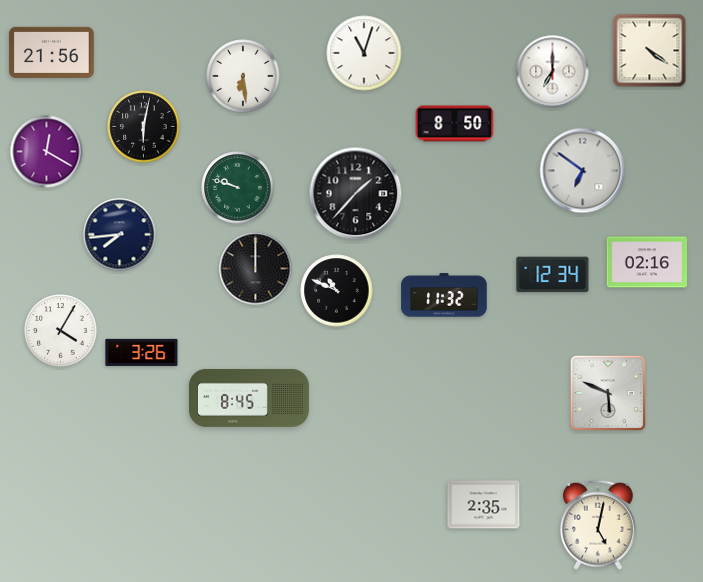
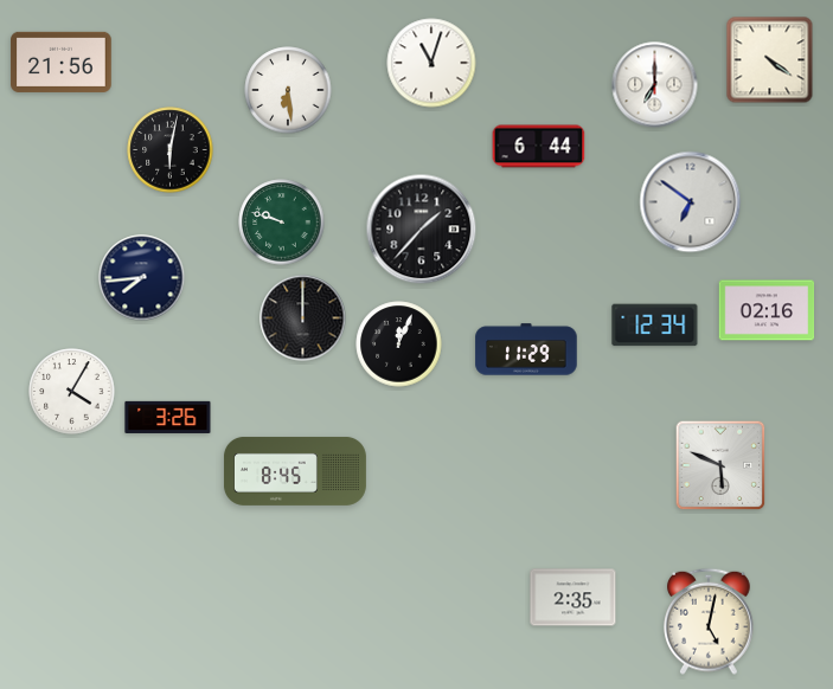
clock at (455, 124): 8:50 -> 6:44
clock at (47, 152): 12:20 -> none
clock at (337, 291): 10:49 -> 12:04
clock at (444, 295): 11:32 -> 11:29
